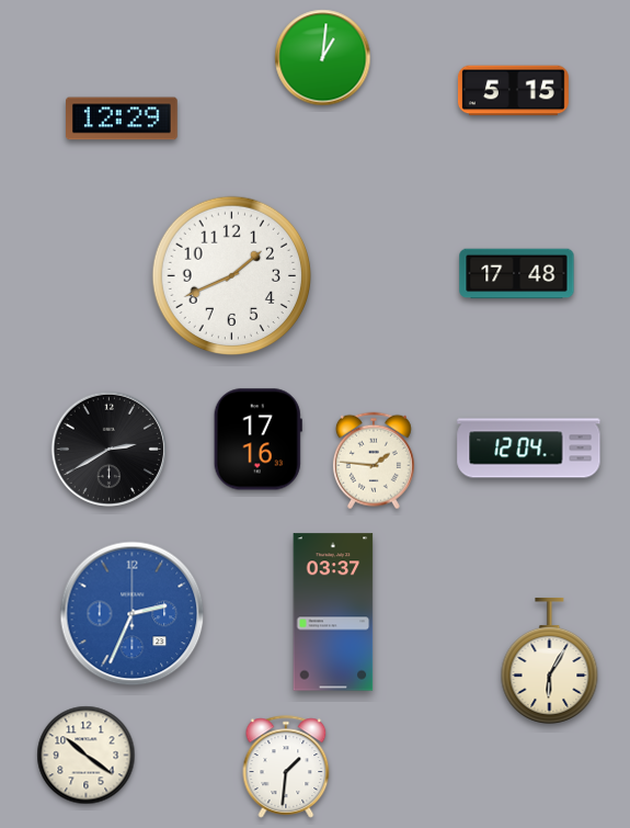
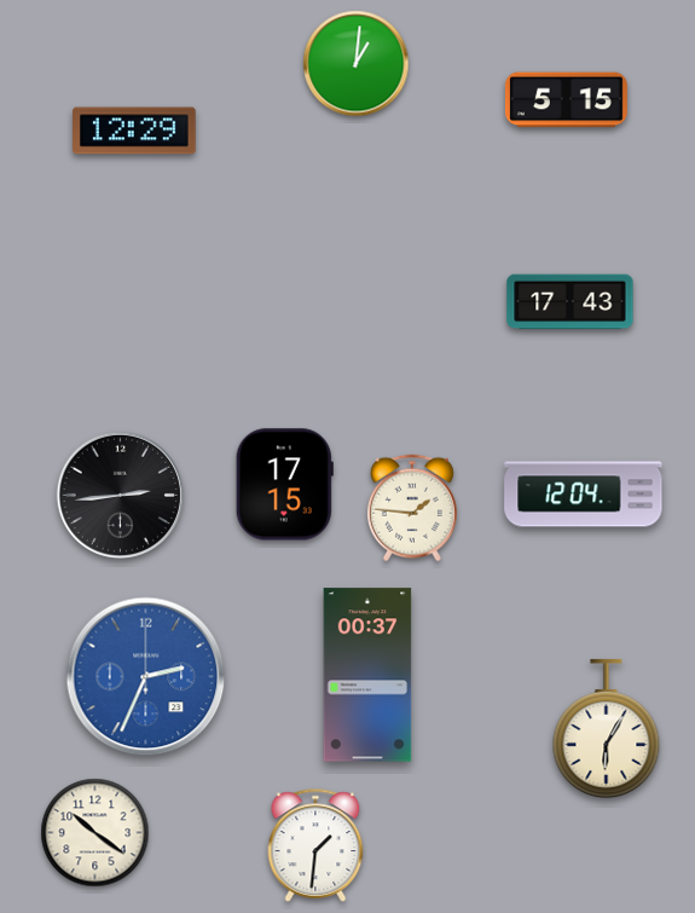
clock at (517, 274): 17:48 -> 17:43
clock at (232, 276): 1:41 -> none
clock at (257, 440): 17:16 -> 17:15
clock at (108, 449): 2:40 -> 2:44
clock at (333, 612): 03:37 -> 00:37
